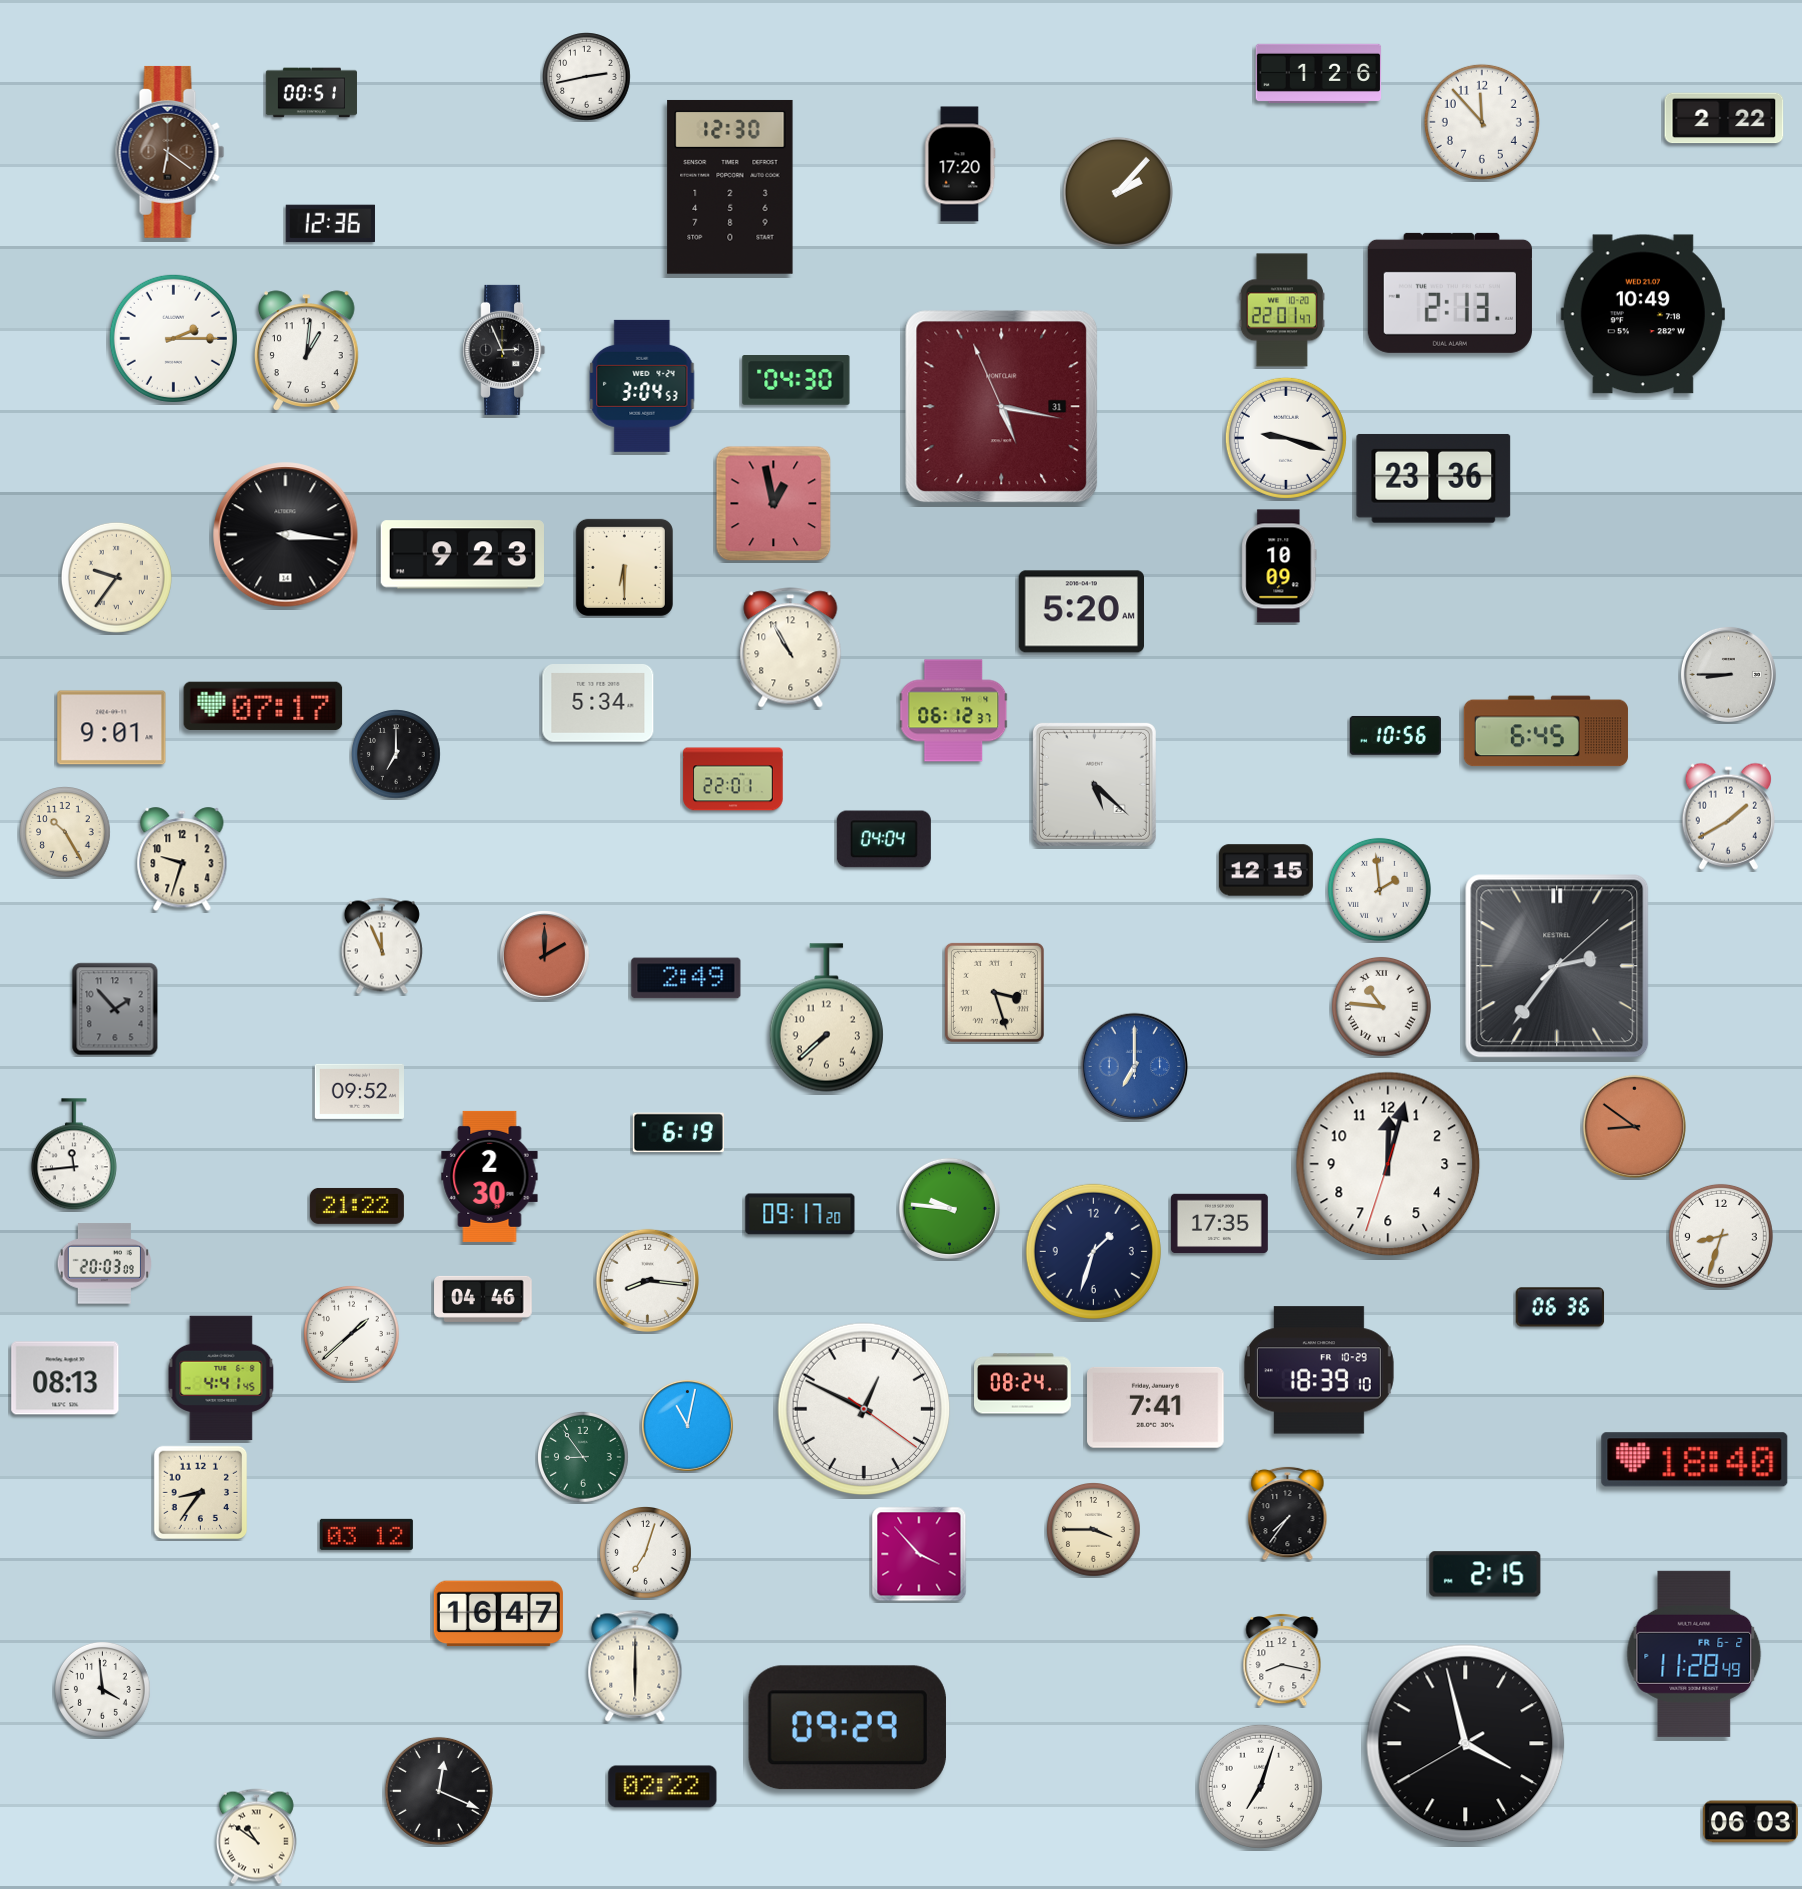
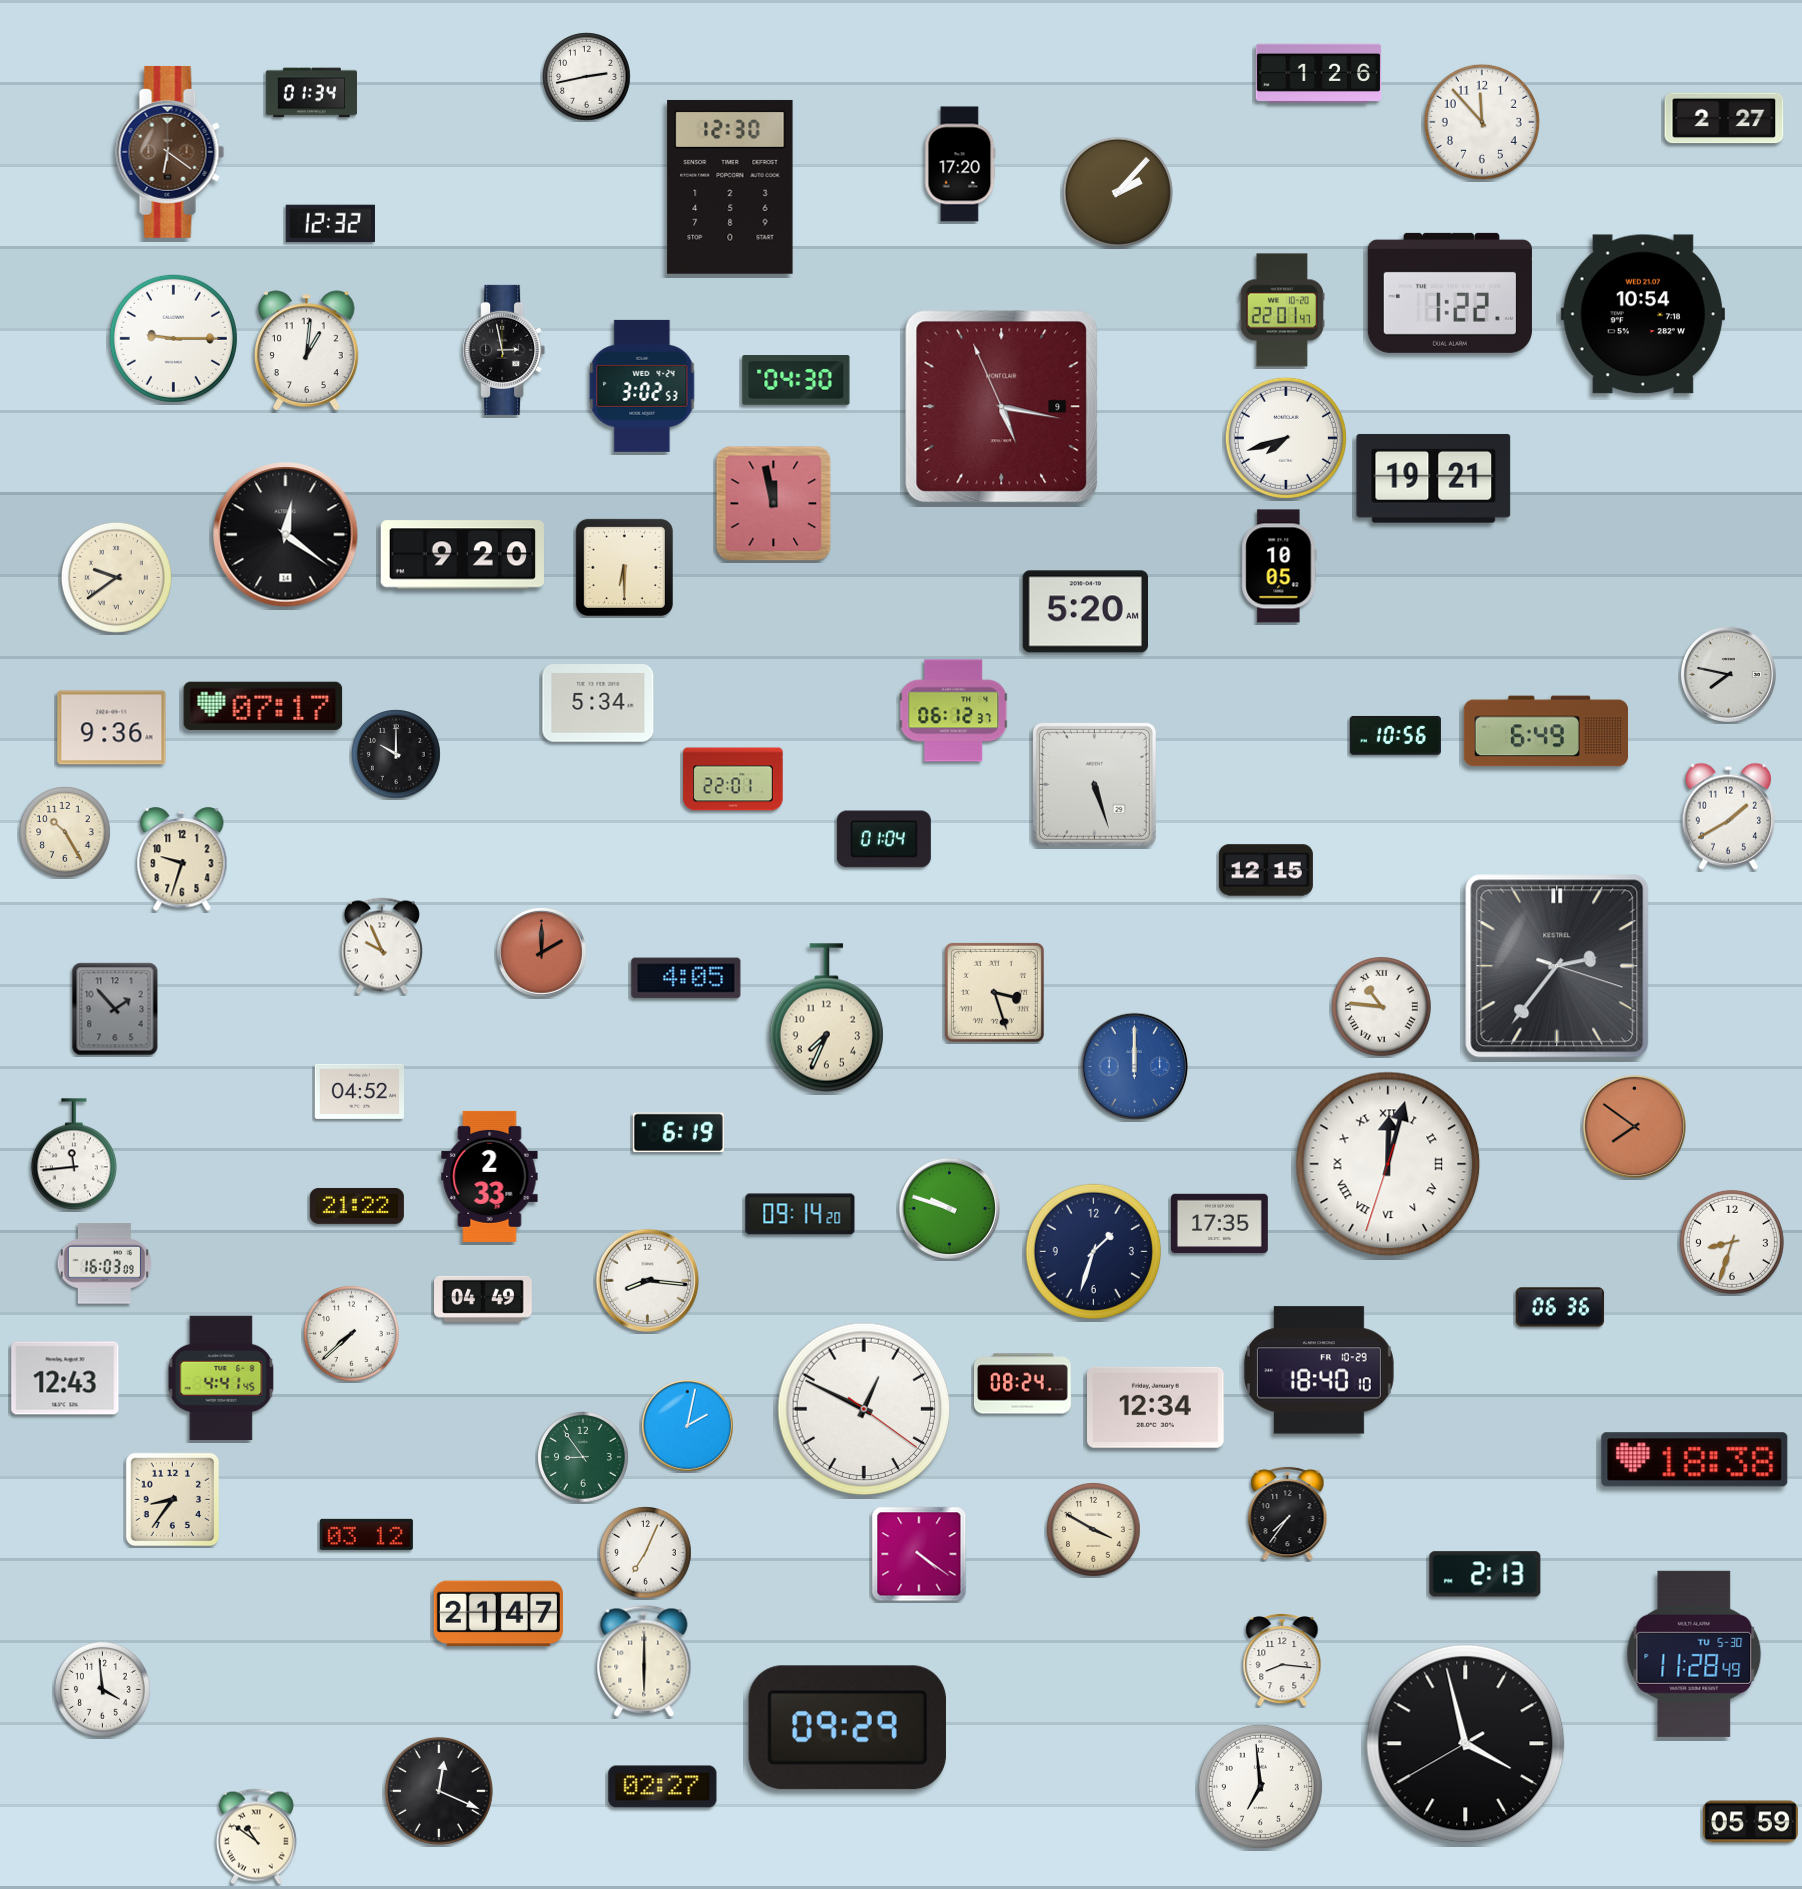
clock at (311, 93): 00:51 -> 01:34
clock at (1724, 118): 2:22 -> 2:27
clock at (330, 224): 12:36 -> 12:32
clock at (1450, 293): 2:13 -> 1:22
clock at (1643, 314): 10:49 -> 10:54
clock at (173, 338): 2:15 -> 9:15
clock at (504, 350): 2:56 -> 2:58
clock at (642, 386): 3:04 -> 3:02
clock at (1002, 407) date: 31 -> 9
clock at (1286, 438): 9:18 -> 7:42
clock at (1434, 478): 23:36 -> 19:21
clock at (774, 504): 12:58 -> 11:58
clock at (286, 535): 3:16 -> 12:21
clock at (462, 555): 9:23 -> 9:20
clock at (1279, 566): 10:09 -> 10:05
clock at (116, 577): 9:36 -> 9:39
clock at (1081, 612) position: (1081, 612) -> (1085, 612)
clock at (791, 648): 10:55 -> none
clock at (1728, 674): 8:45 -> 7:47
clock at (112, 728): 9:01 -> 9:36
clock at (1546, 731): 6:45 -> 6:49
clock at (396, 754): 7:00 -> 10:00
clock at (1094, 784): 5:22 -> 5:27
clock at (884, 839): 04:04 -> 01:04
clock at (1379, 889): 1:59 -> none
clock at (382, 946): 11:56 -> 9:56
clock at (545, 956) position: (545, 956) -> (542, 953)
clock at (1557, 966): 2:36:08 -> 2:36:18
clock at (686, 978): 2:49 -> 4:05
clock at (826, 1018): 7:38 -> 7:34
clock at (1135, 1067): 7:00 -> 12:00
clock at (359, 1091): 09:52 -> 04:52
clock at (1634, 1126): 8:51 -> 7:51
clock at (1388, 1164) numerals: Arabic -> Roman
clock at (490, 1176): 2:30 -> 2:33
clock at (949, 1208): 9:46 -> 9:48
clock at (800, 1214): 09:17 -> 09:14
clock at (1721, 1236) position: (1721, 1236) -> (1732, 1242)
clock at (104, 1264): 20:03 -> 16:03
clock at (483, 1299): 04:46 -> 04:49
clock at (352, 1334): 1:38 -> 7:38
clock at (1319, 1370): 18:39 -> 18:40
clock at (65, 1378): 08:13 -> 12:43
clock at (1156, 1407): 7:41 -> 12:34
clock at (687, 1425): 11:02 -> 2:02
clock at (1695, 1460): 18:40 -> 18:38
clock at (201, 1493) position: (201, 1493) -> (173, 1500)
clock at (1094, 1530): 3:45 -> 3:50
clock at (646, 1553): 7:03 -> 7:04
clock at (919, 1554): 3:53 -> 4:21
clock at (1485, 1574): 2:15 -> 2:13
clock at (498, 1614): 16:47 -> 21:47
clock at (1694, 1654) date: FR 6-2 -> TU 5-30
clock at (1282, 1661): 8:17 -> 8:16
clock at (635, 1666) position: (635, 1666) -> (644, 1661)
clock at (1260, 1786): 7:03 -> 6:59
clock at (663, 1787): 02:22 -> 02:27
clock at (1750, 1822): 06:03 -> 05:59
